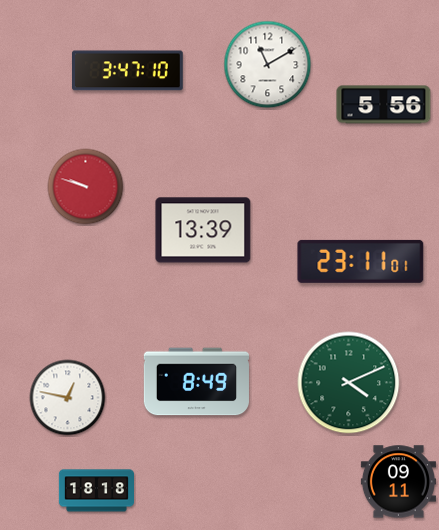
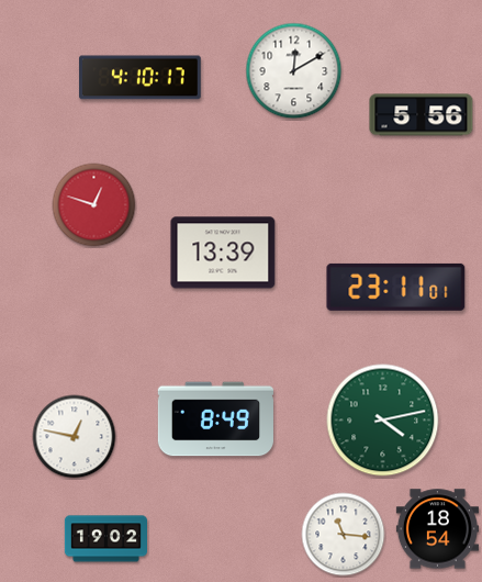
clock at (268, 65): 11:10 -> 12:10
clock at (128, 71): 3:47 -> 4:10
clock at (86, 187): 9:48 -> 12:48
clock at (349, 383): 4:11 -> 4:13
clock at (398, 482): 09:11 -> 18:54
clock at (344, 535): none -> 11:16
clock at (96, 491): 18:18 -> 19:02
